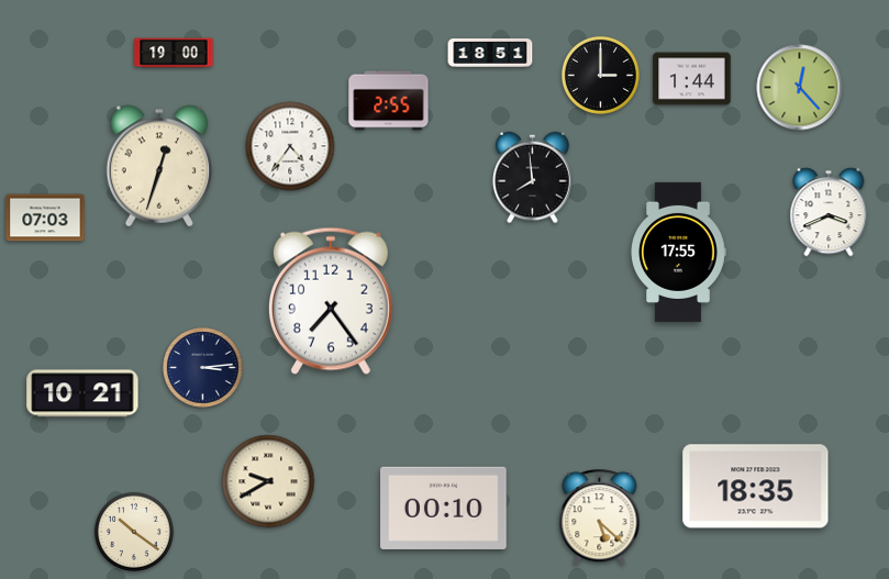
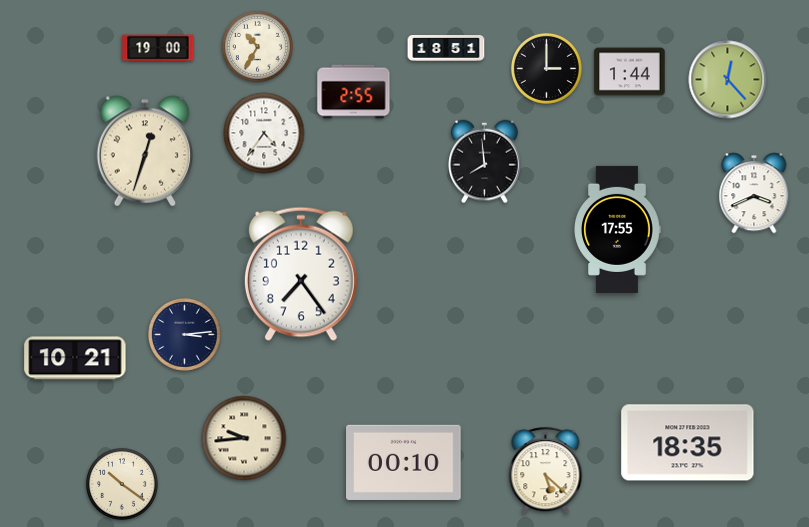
clock at (257, 46): none -> 10:35
clock at (45, 218): 07:03 -> none
clock at (268, 481): 9:40 -> 9:44
